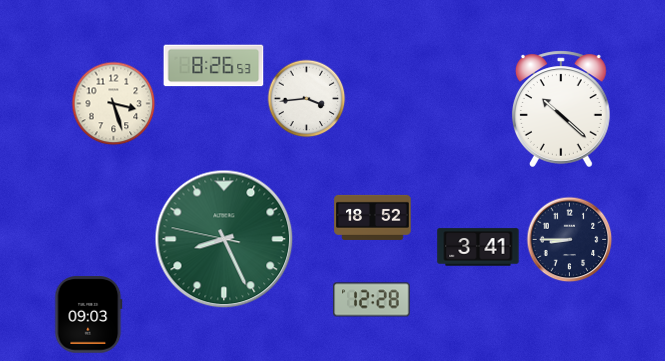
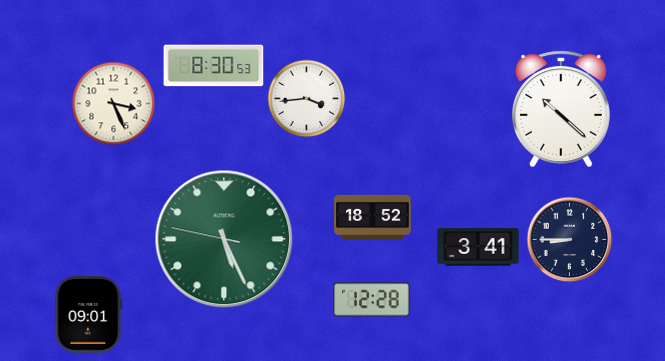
clock at (214, 66): 8:26 -> 8:30
clock at (113, 103): 3:27 -> 3:26
clock at (224, 239): 8:25 -> 5:25
clock at (89, 315): 09:03 -> 09:01
